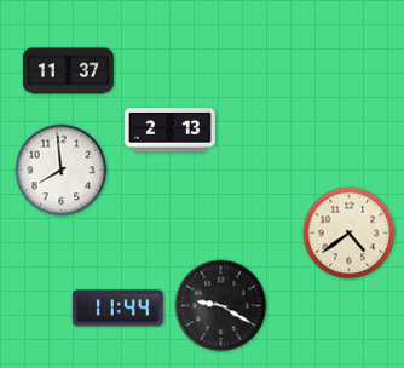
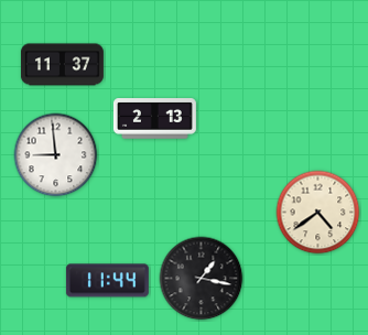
clock at (62, 171): 7:59 -> 8:59
clock at (221, 306): 9:20 -> 1:17
